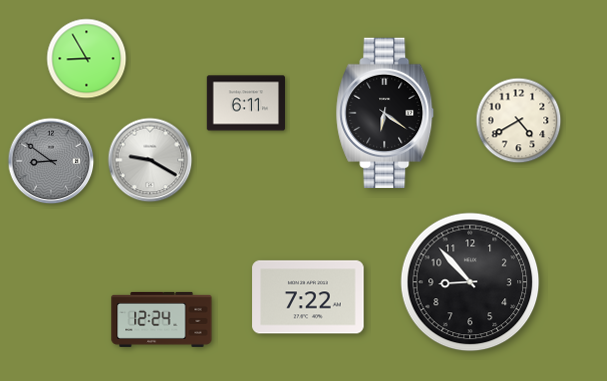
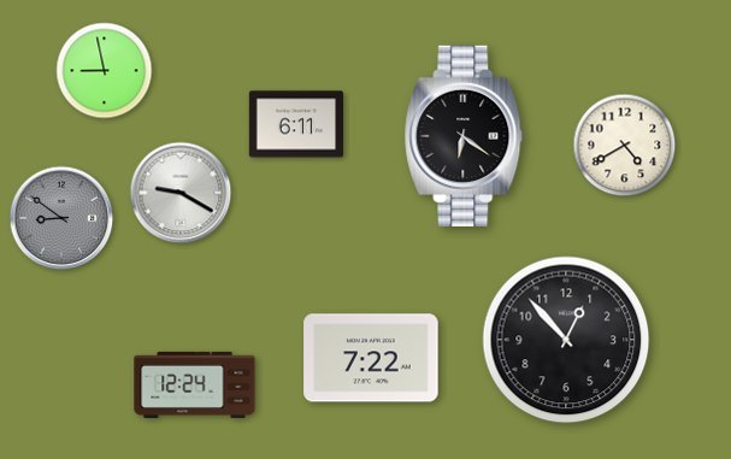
clock at (87, 59): 8:55 -> 8:58
clock at (51, 161) position: (51, 161) -> (61, 218)
clock at (470, 282): 8:53 -> 12:53
